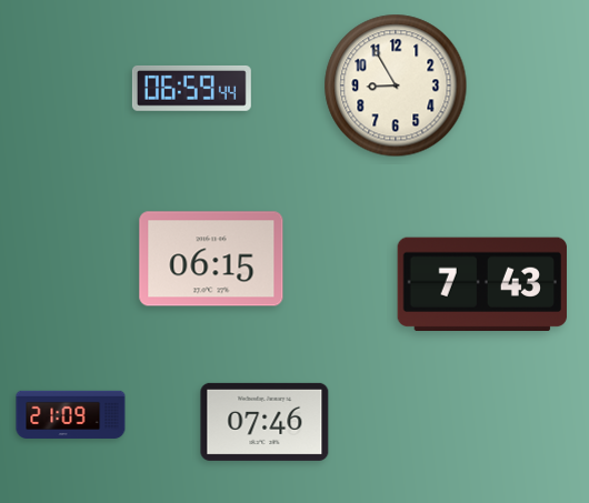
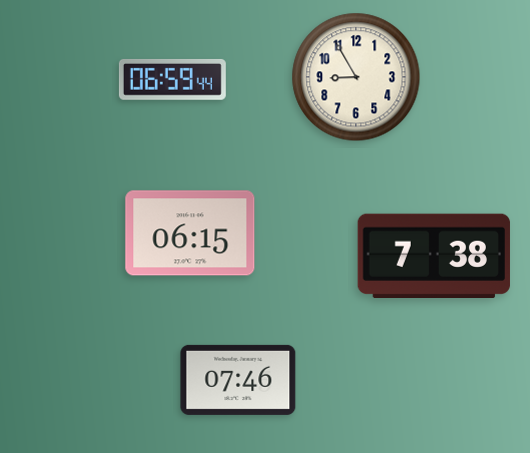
clock at (482, 283): 7:43 -> 7:38
clock at (71, 414): 21:09 -> none
